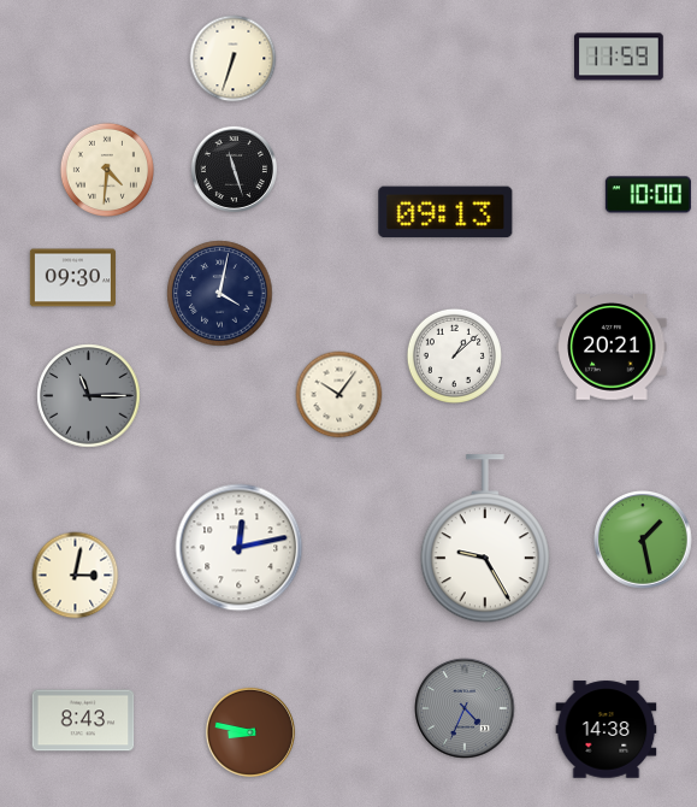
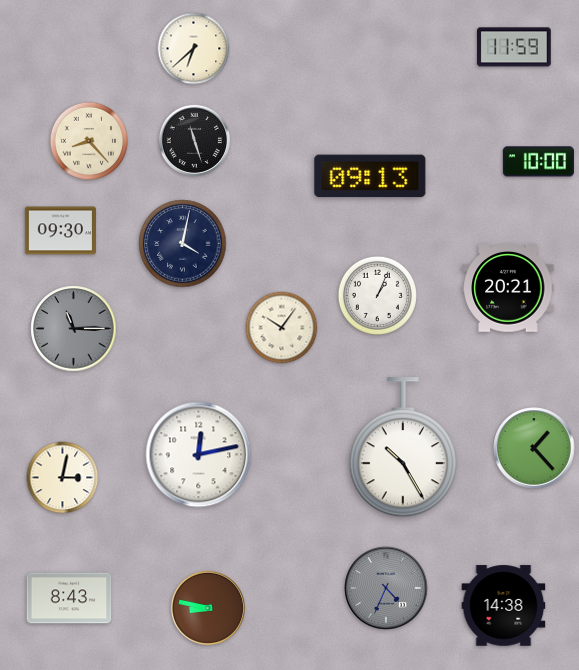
clock at (234, 59): 6:33 -> 6:38
clock at (107, 170): 4:31 -> 8:23
clock at (454, 355): 1:08 -> 1:04
clock at (485, 540): 9:25 -> 10:25
clock at (643, 540): 1:28 -> 1:23
